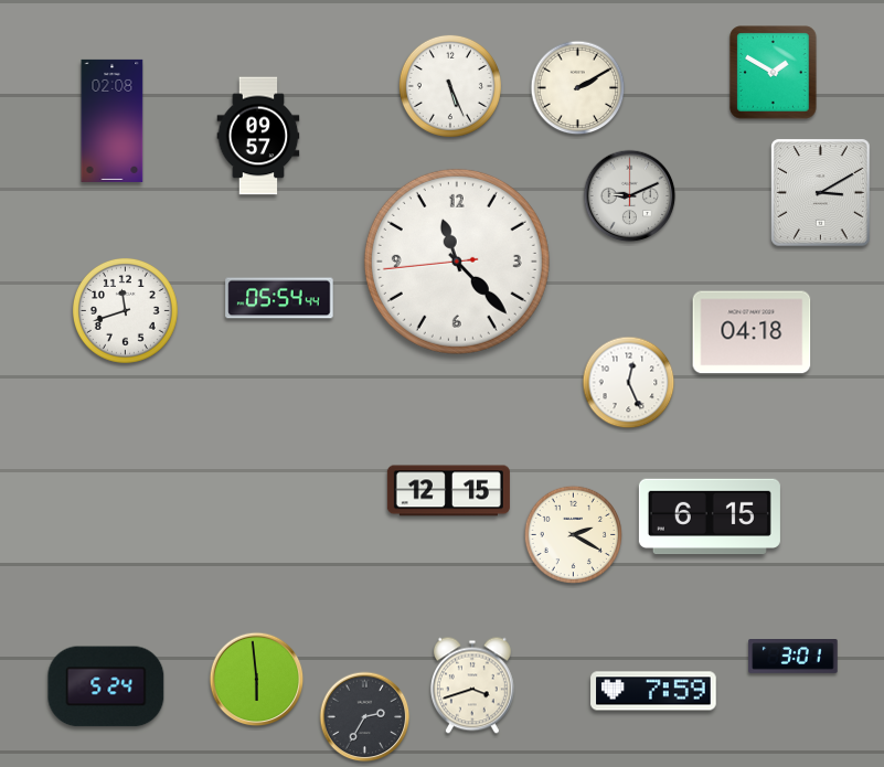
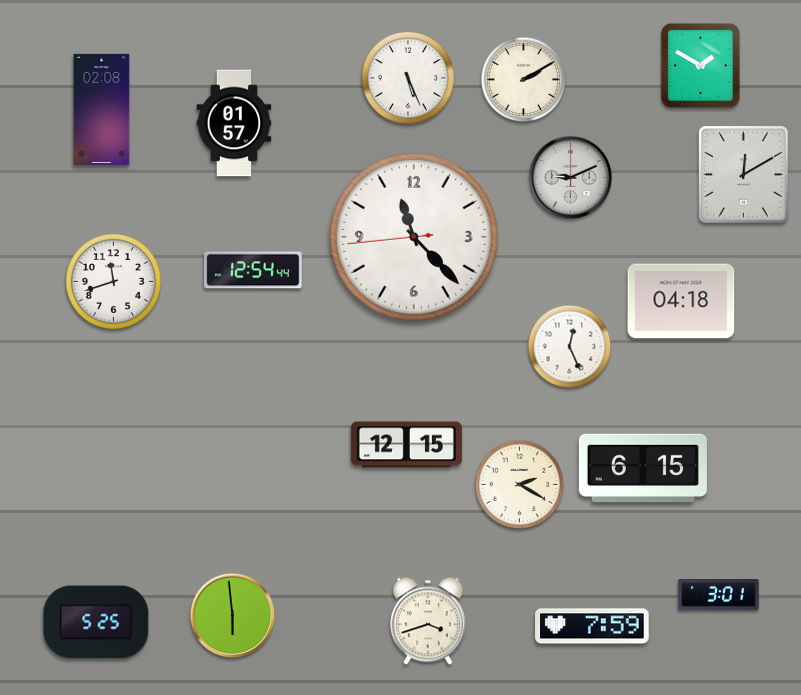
clock at (258, 136): 09:57 -> 01:57
clock at (821, 193): 3:10 -> 12:10
clock at (279, 298): 05:54 -> 12:54
clock at (106, 686): 5:24 -> 5:25
clock at (365, 717): 2:35 -> none
